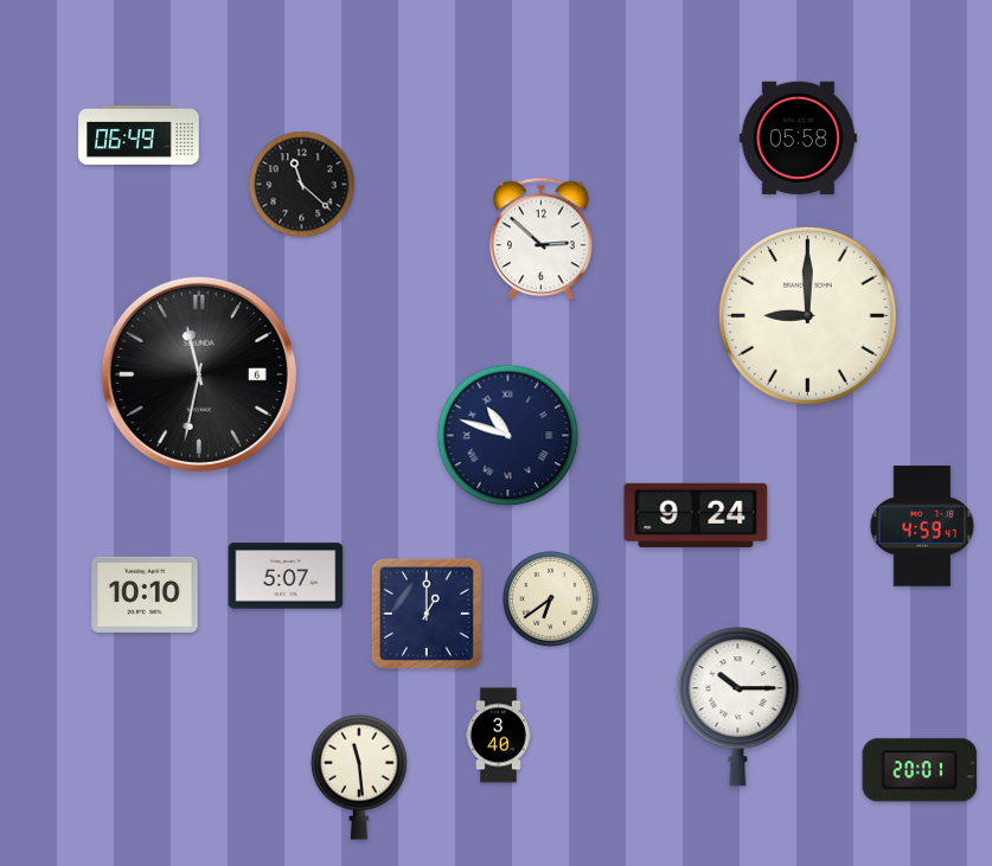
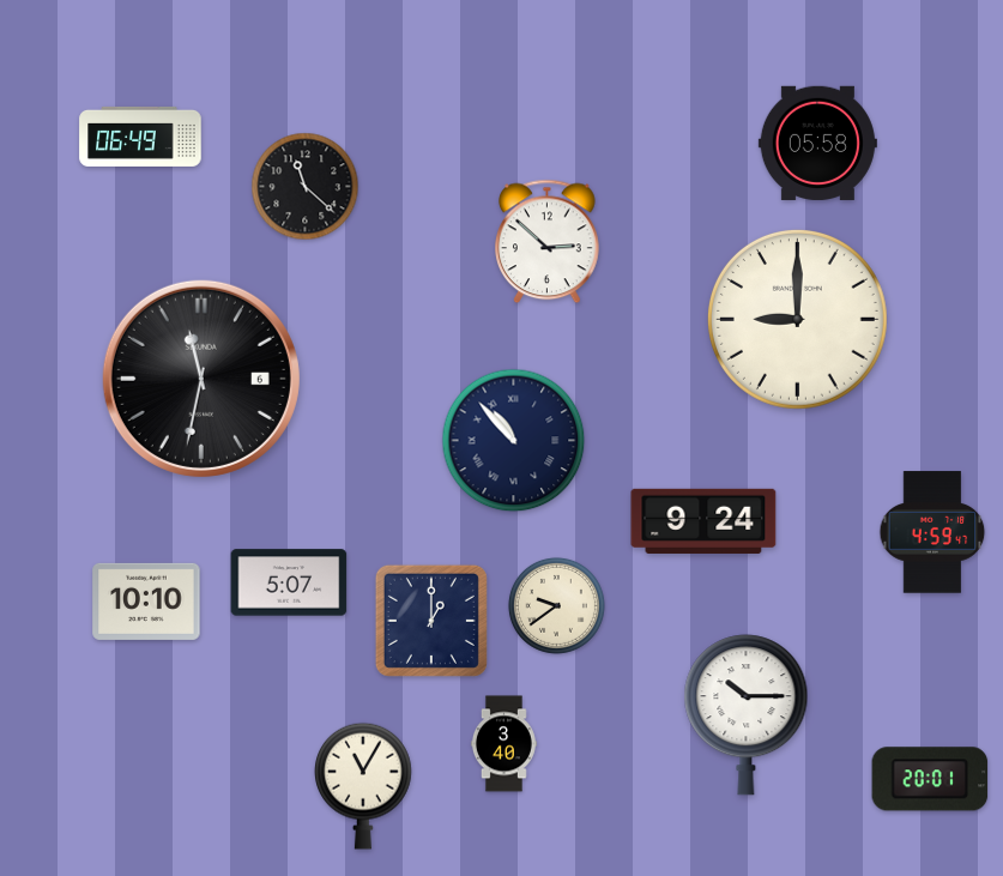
clock at (798, 137) position: (798, 137) -> (817, 143)
clock at (807, 315) position: (807, 315) -> (797, 319)
clock at (508, 436): 10:48 -> 10:53
clock at (550, 598): 6:39 -> 9:39
clock at (360, 777): 11:29 -> 11:05
